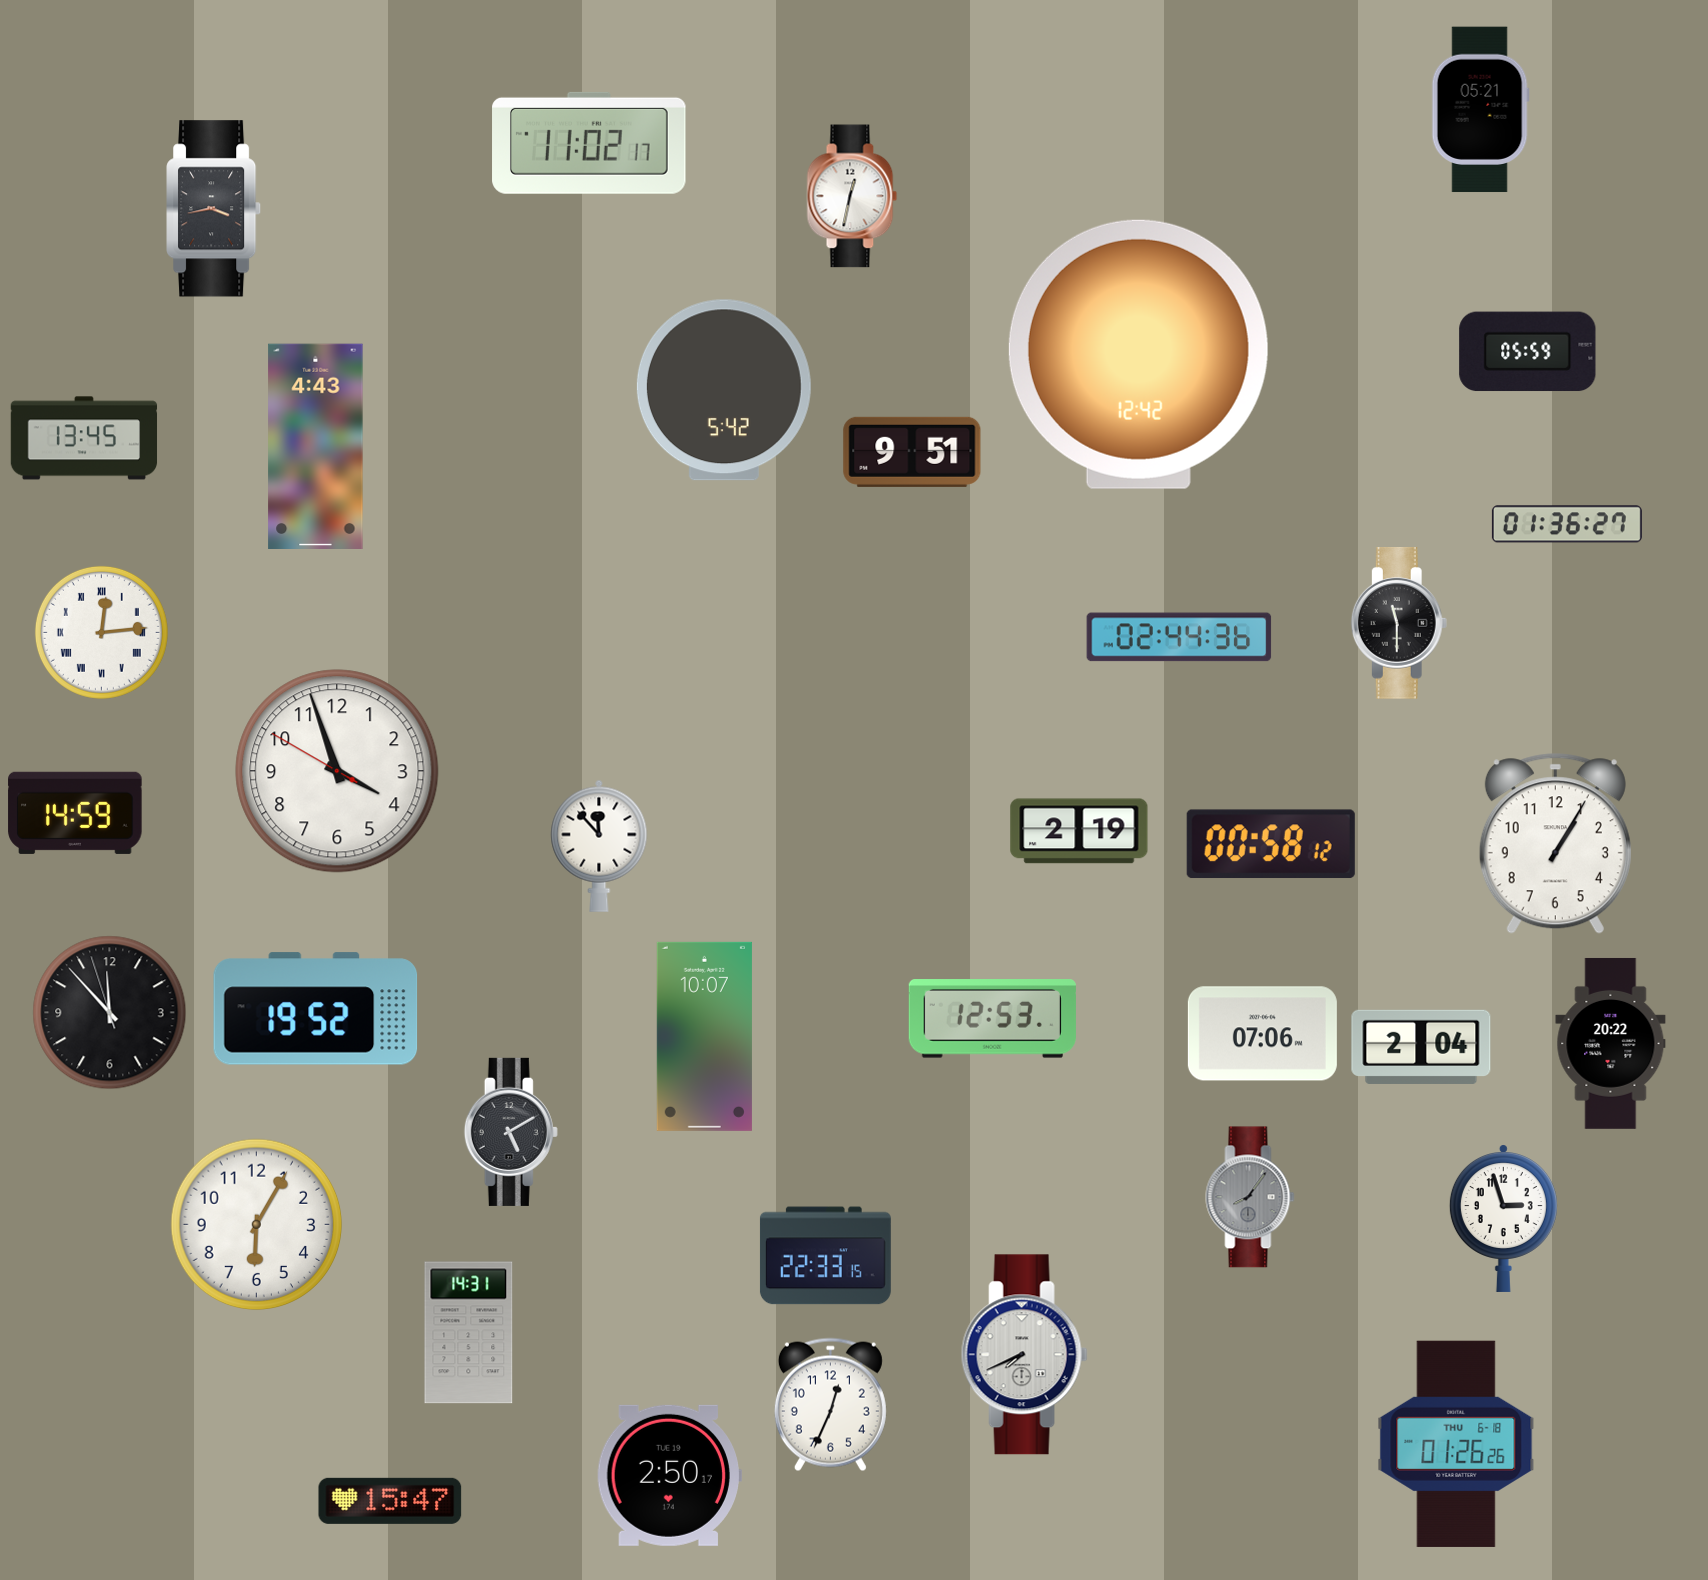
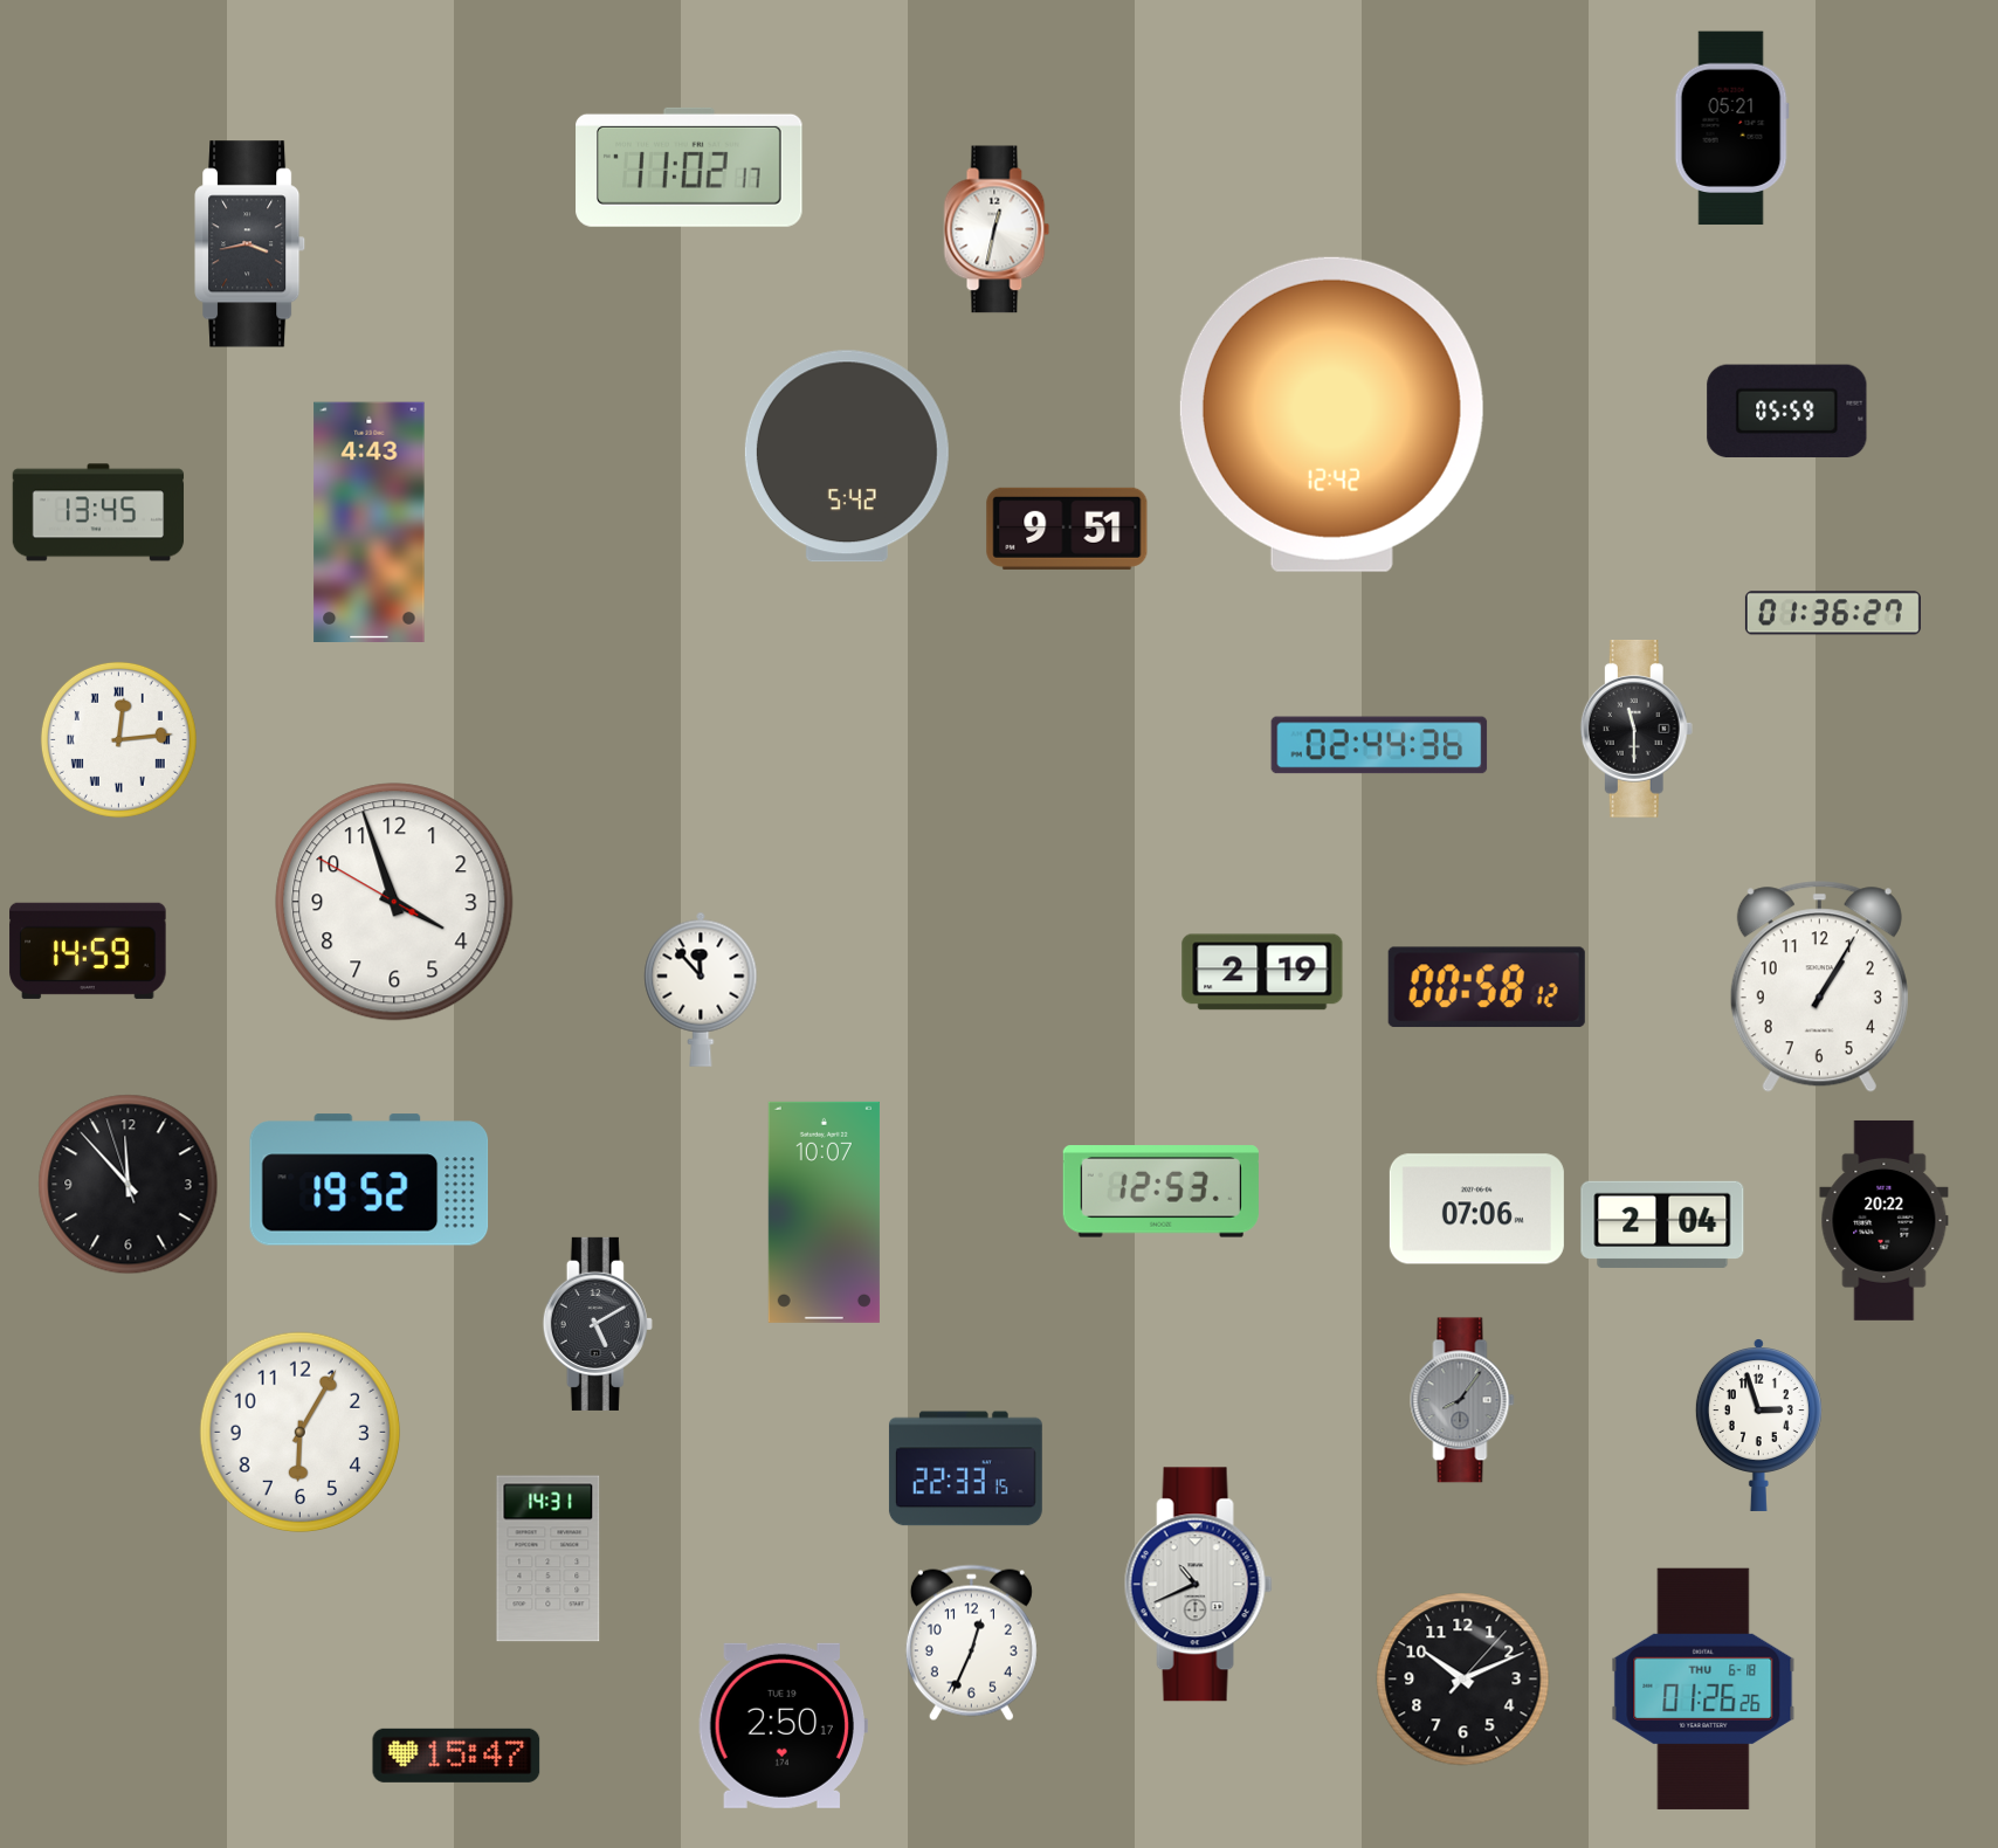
clock at (1024, 1355): 7:41 -> 10:41
clock at (1463, 1680): none -> 10:11
